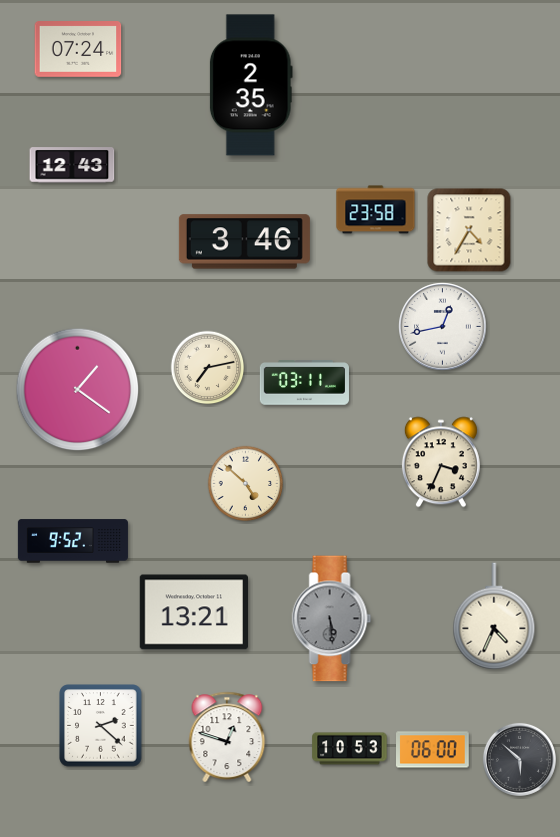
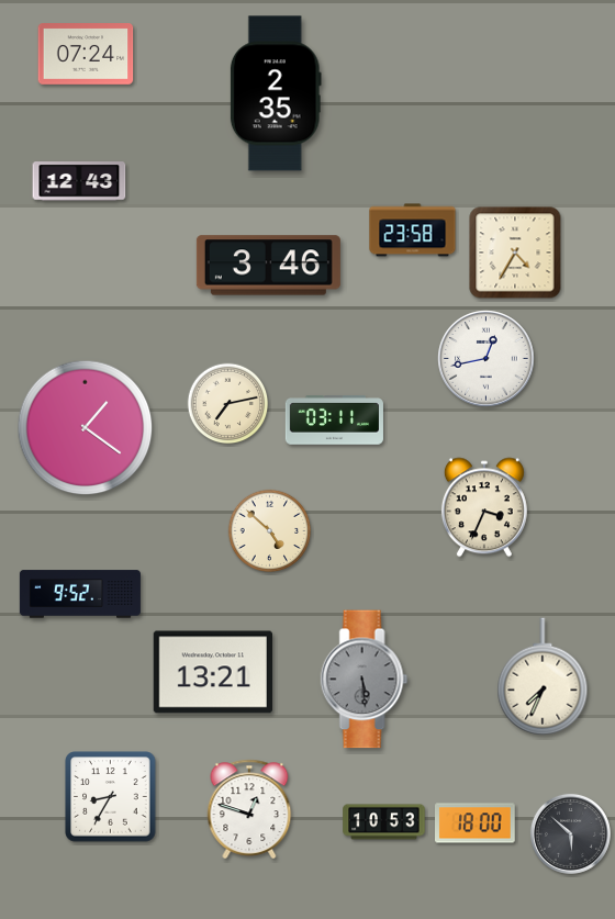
clock at (494, 616): 4:34 -> 7:34
clock at (101, 726): 2:22 -> 8:35
clock at (433, 750): 06:00 -> 18:00
